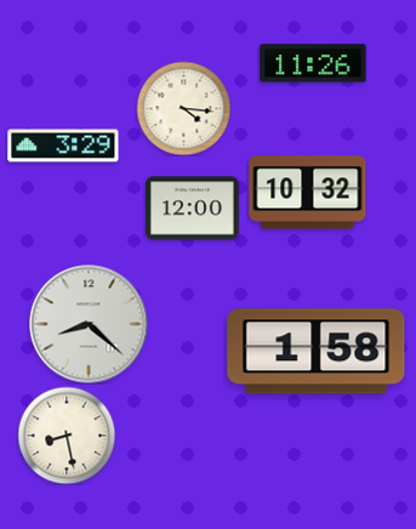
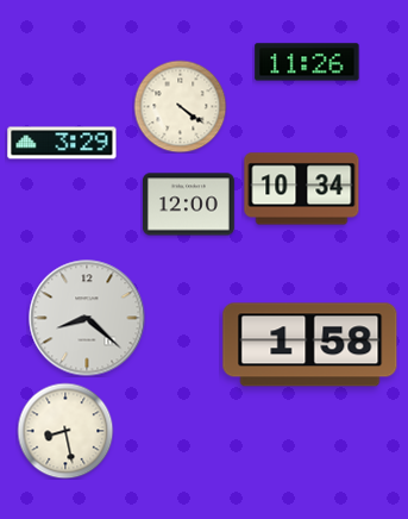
clock at (183, 108): 4:16 -> 4:21
clock at (308, 193): 10:32 -> 10:34
clock at (67, 436) position: (67, 436) -> (65, 431)
